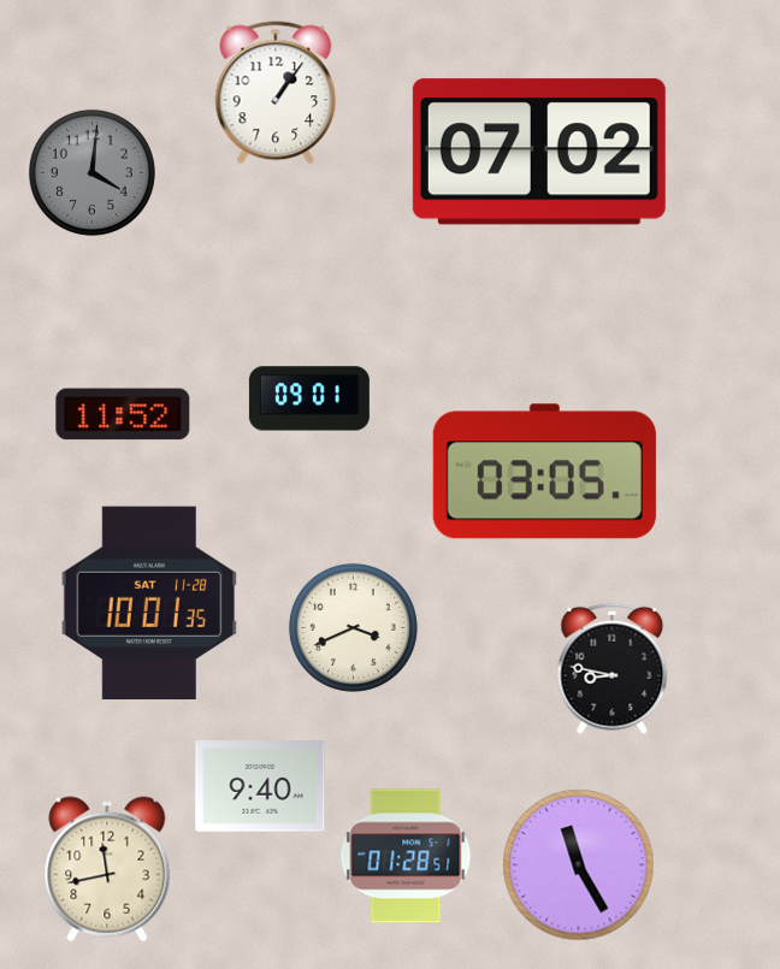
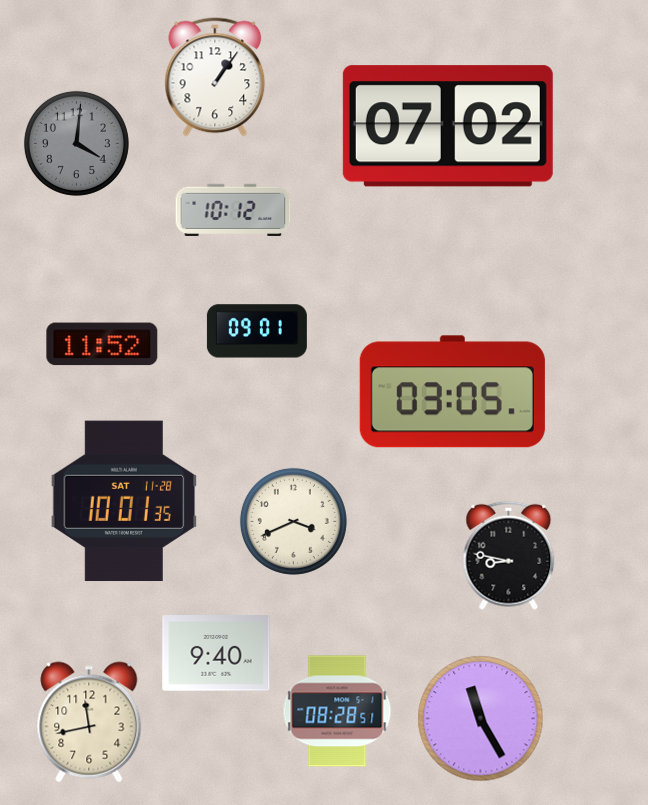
clock at (276, 93) position: (276, 93) -> (215, 77)
clock at (233, 210): none -> 10:12
clock at (406, 856): 01:28 -> 08:28
